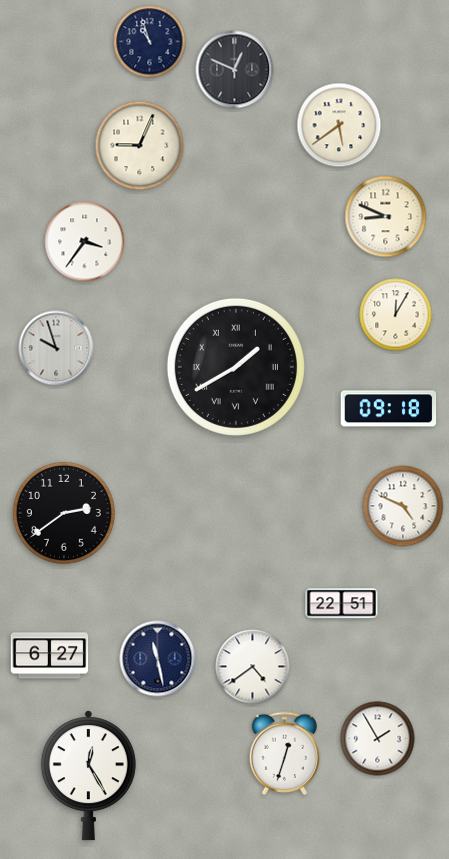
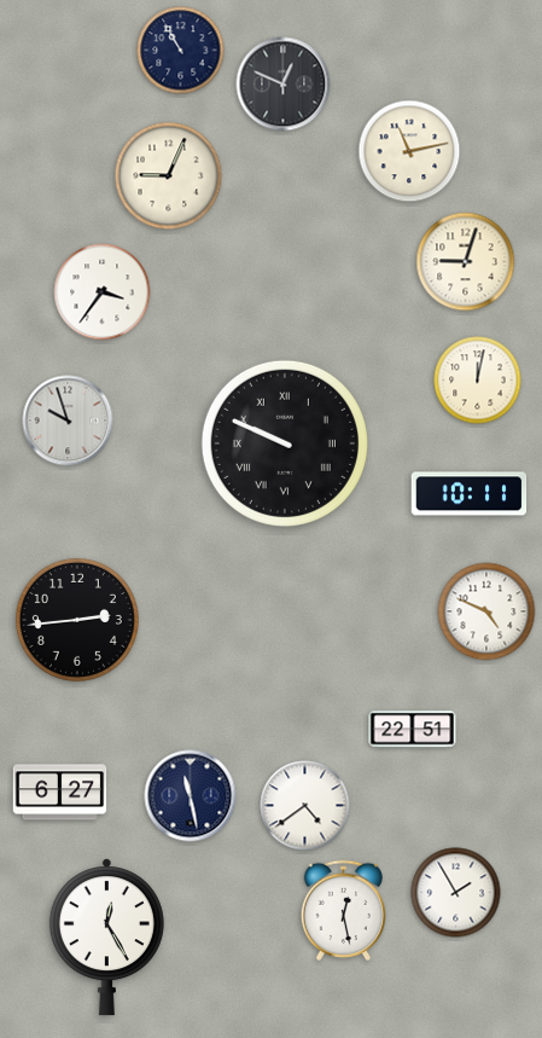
clock at (150, 42): 10:57 -> 10:55
clock at (339, 125): 5:39 -> 11:13
clock at (386, 217): 8:49 -> 9:03
clock at (396, 315): 12:05 -> 12:02
clock at (236, 367): 1:40 -> 9:49
clock at (389, 409): 09:18 -> 10:11
clock at (64, 513): 2:39 -> 2:44
clock at (285, 753): 12:33 -> 12:28
